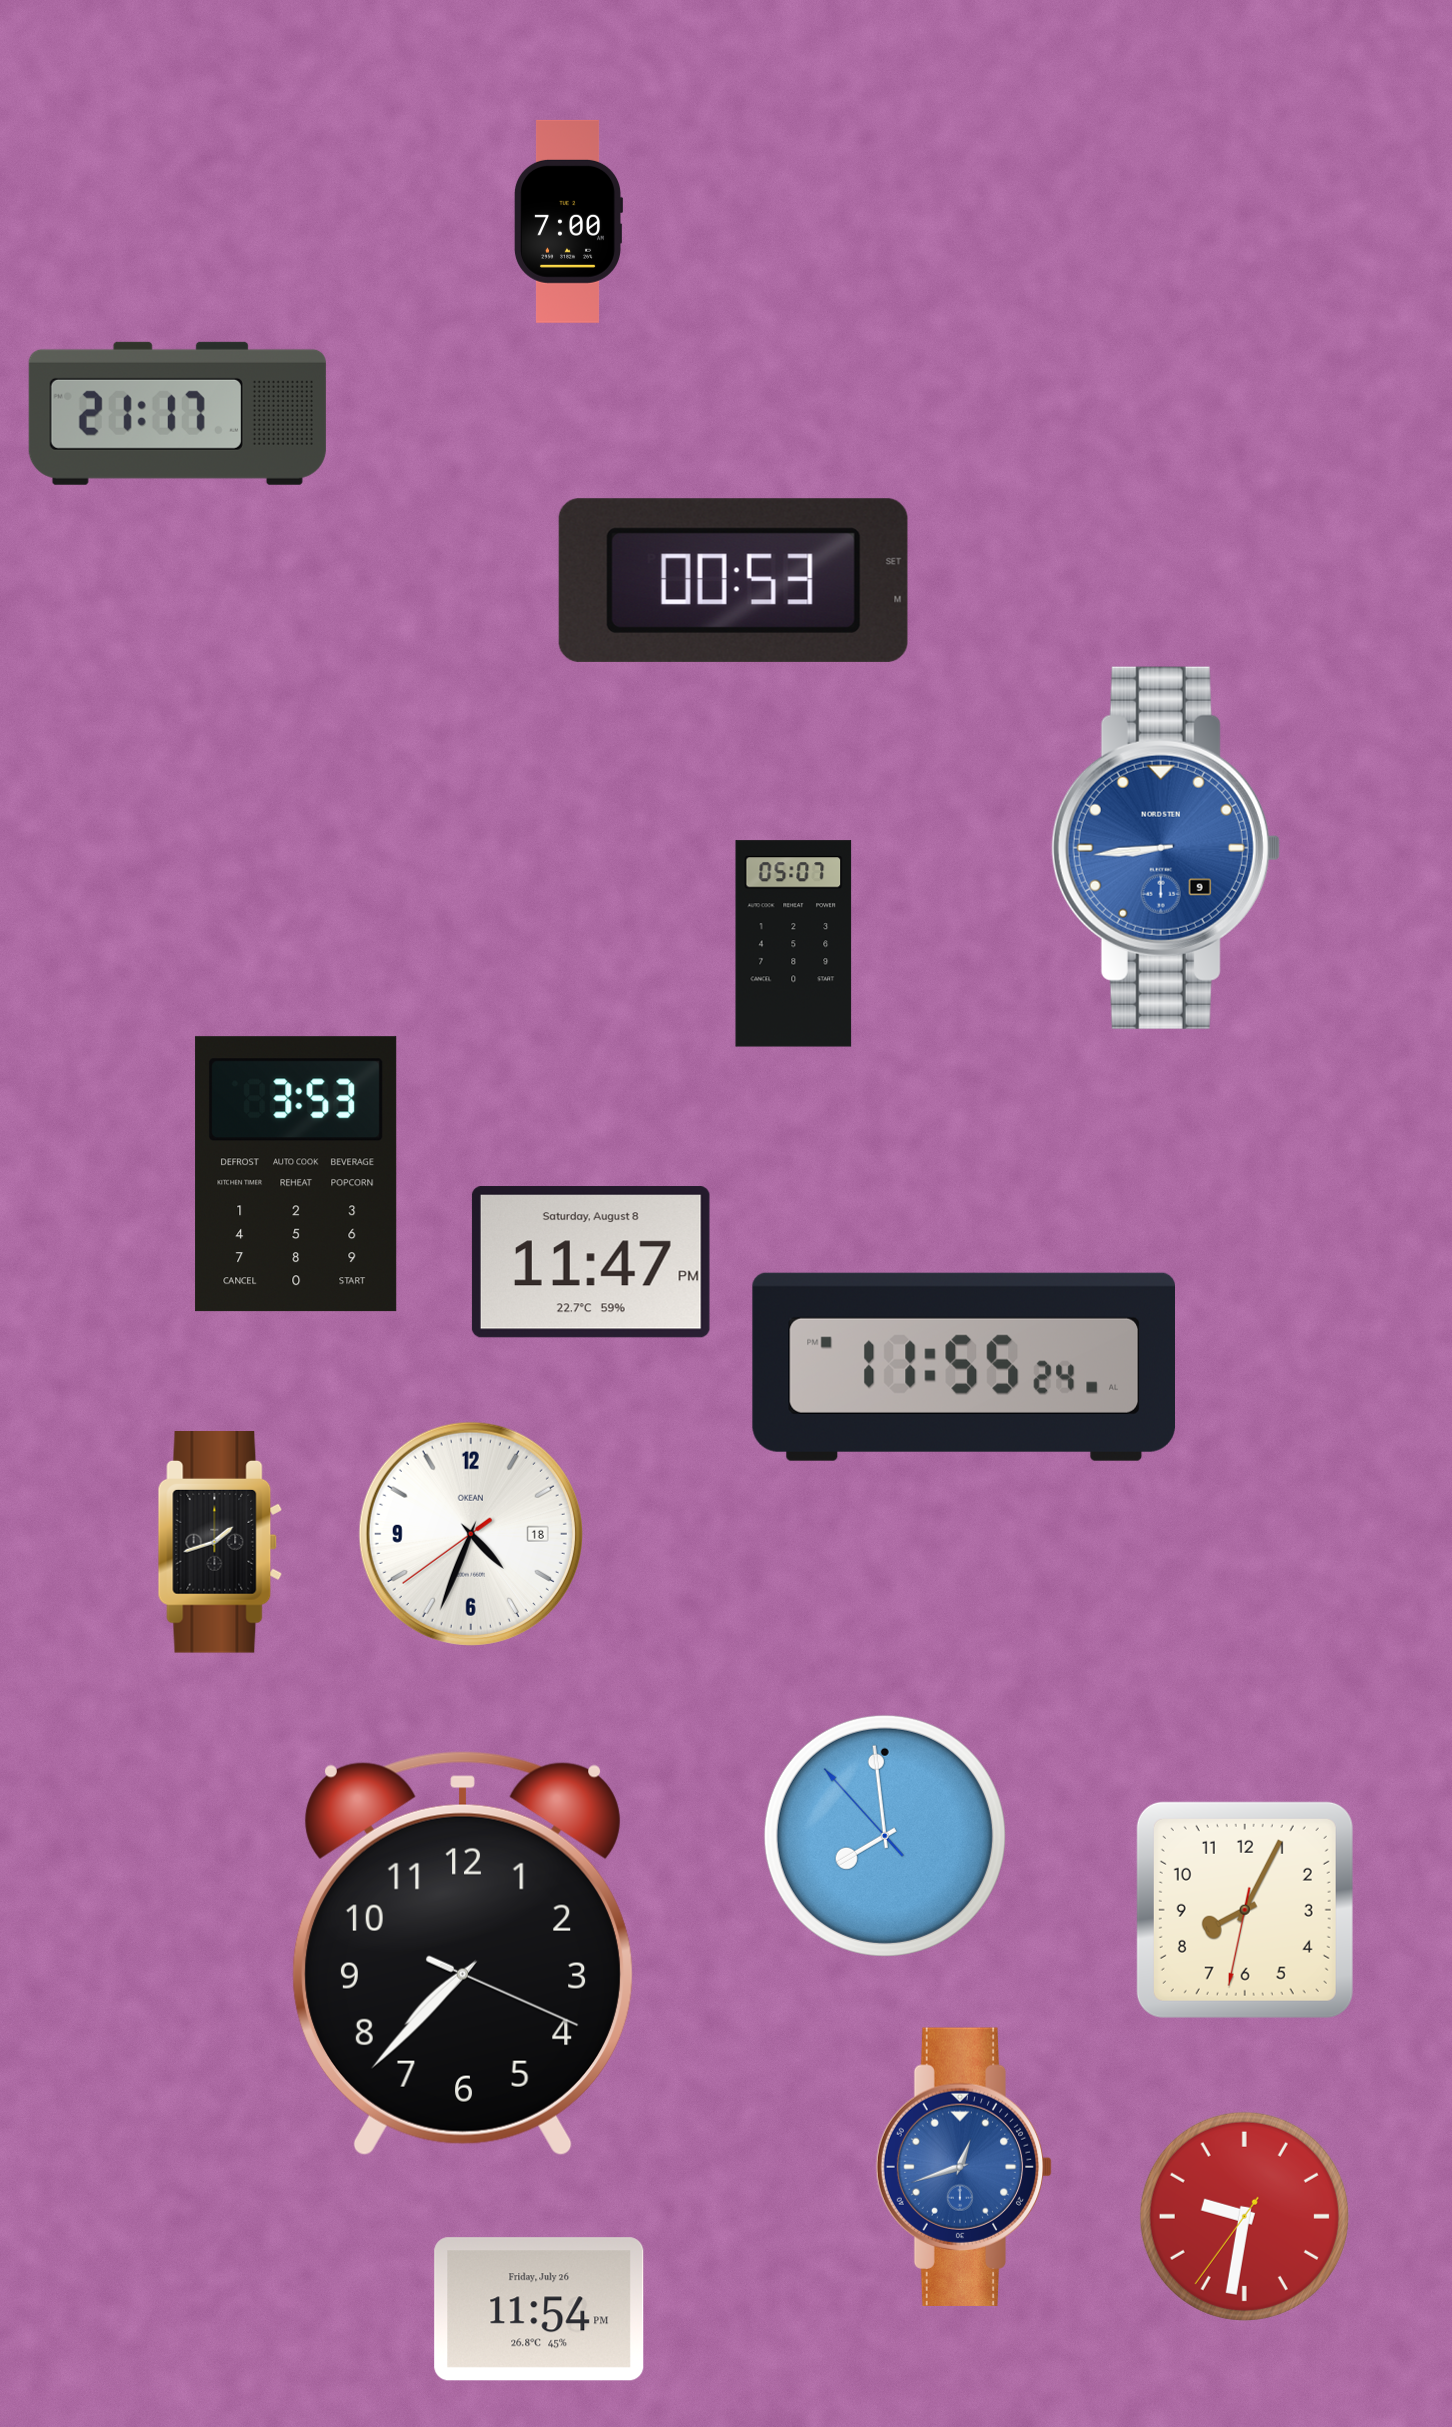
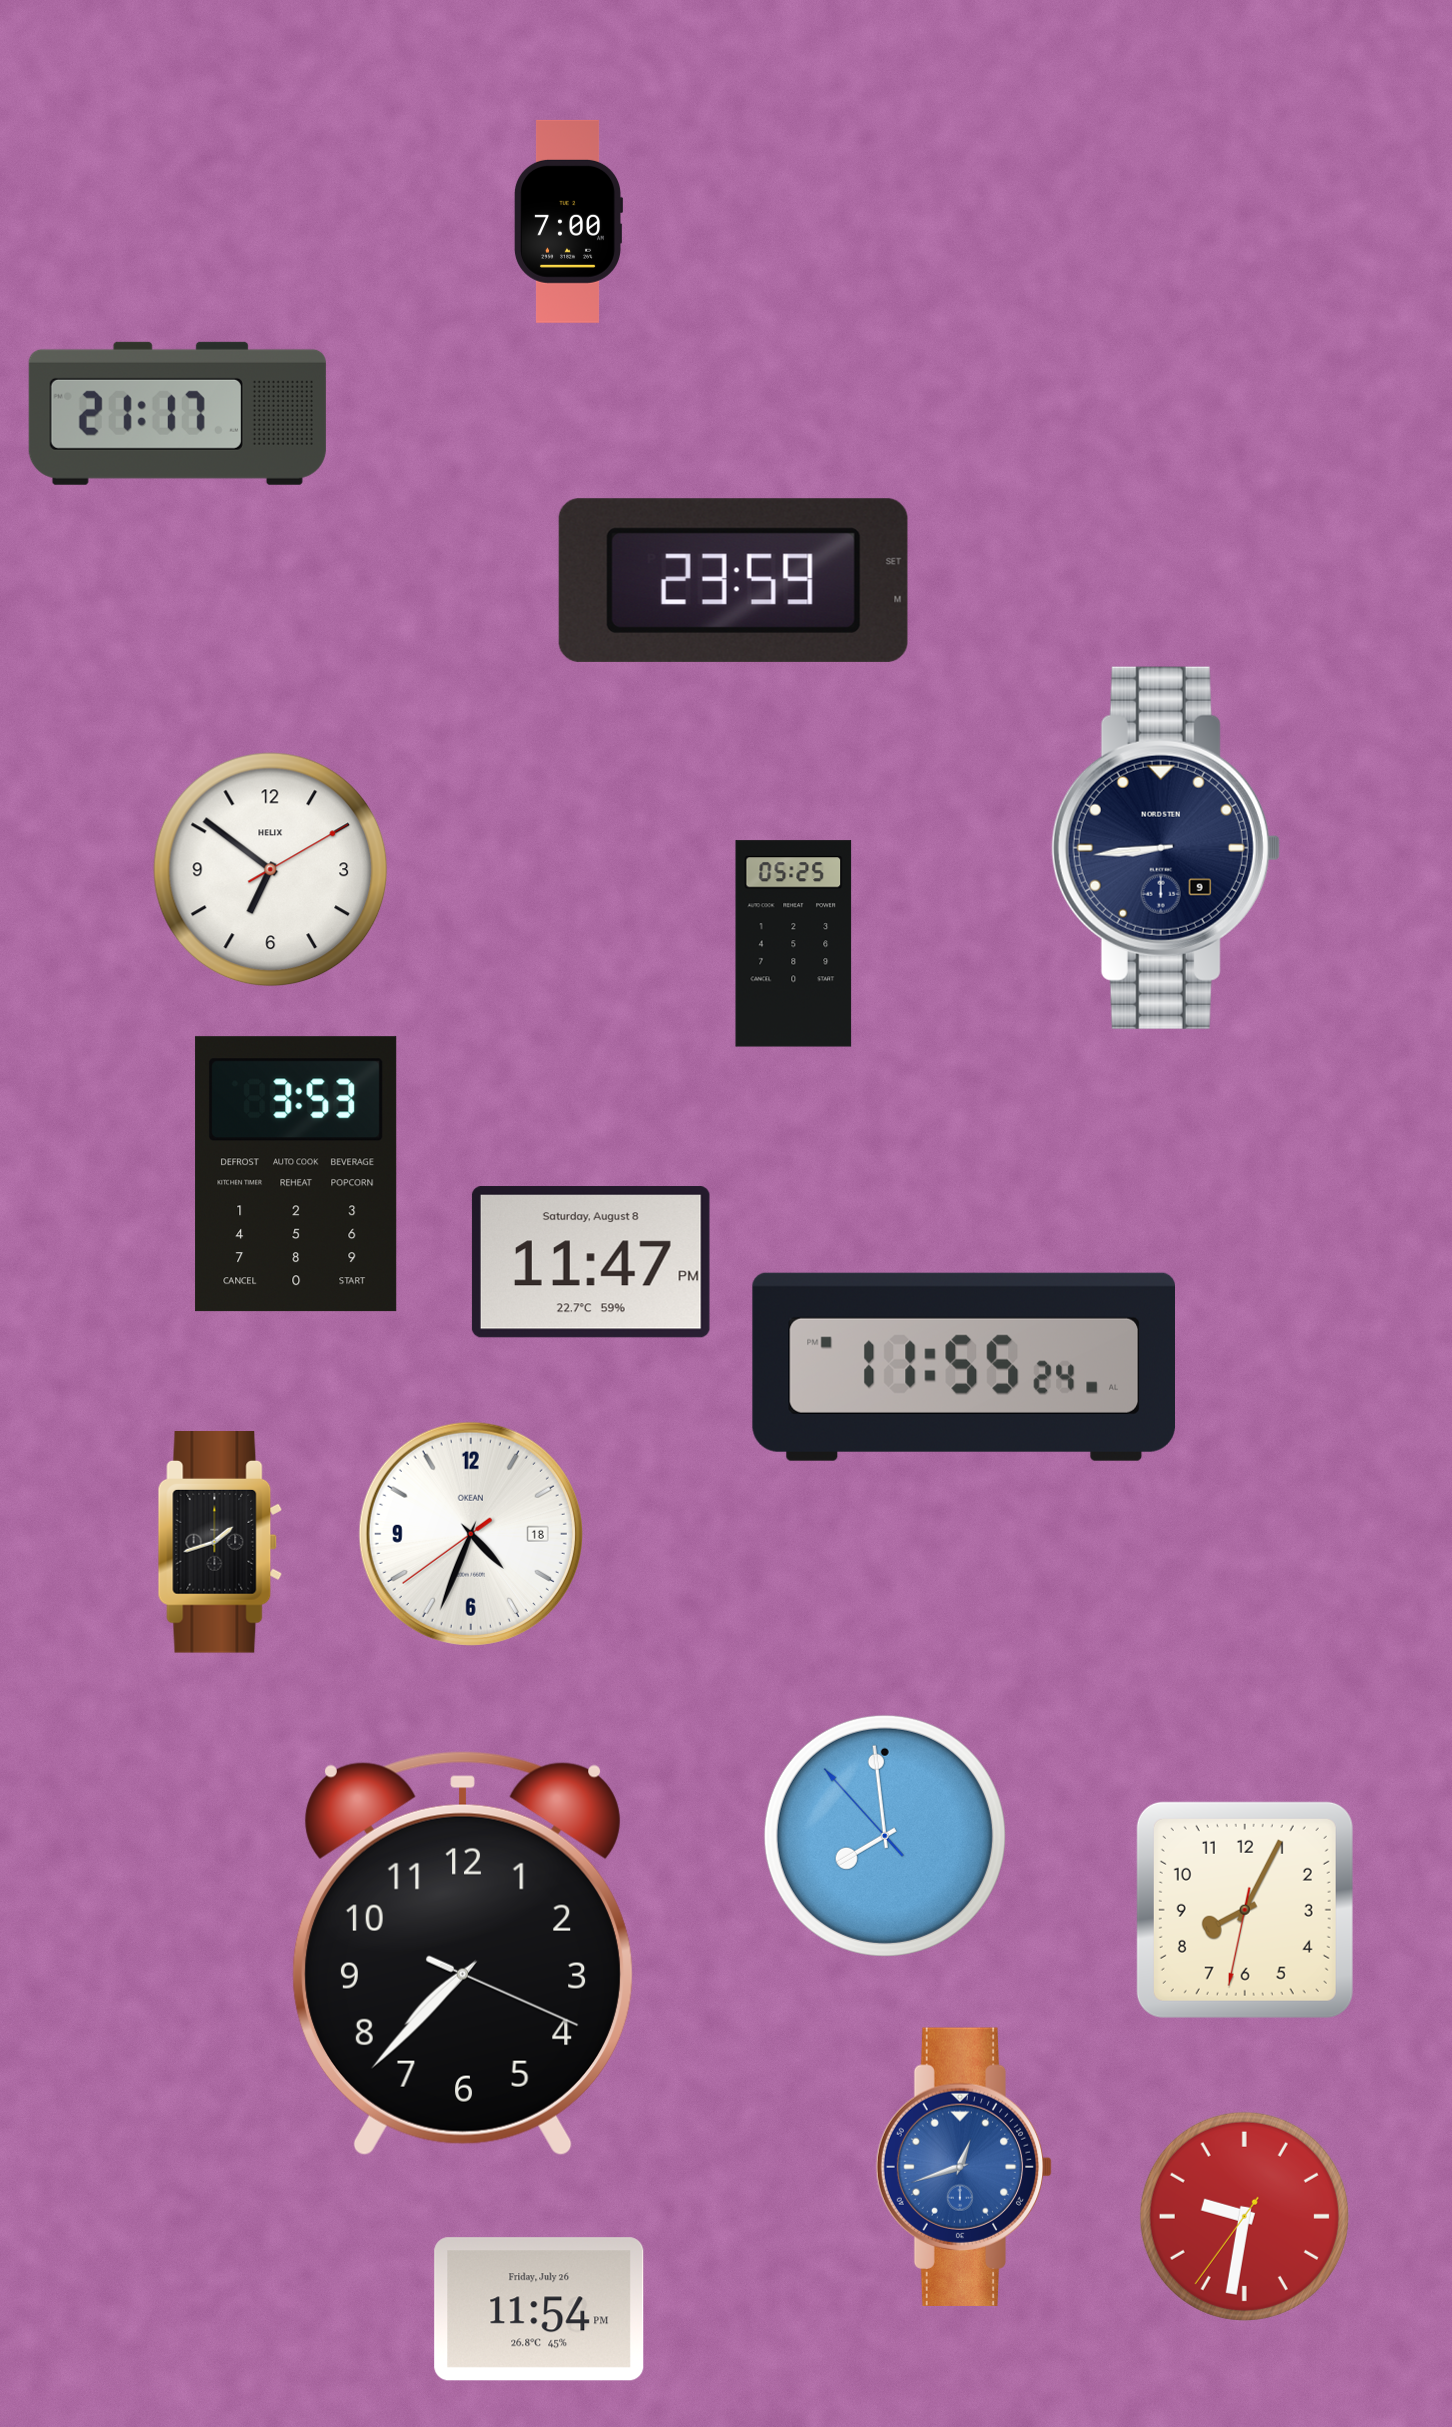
clock at (733, 580): 00:53 -> 23:59
clock at (1166, 848) dial: blue -> navy
clock at (271, 870): none -> 6:51
clock at (794, 944): 05:07 -> 05:25
